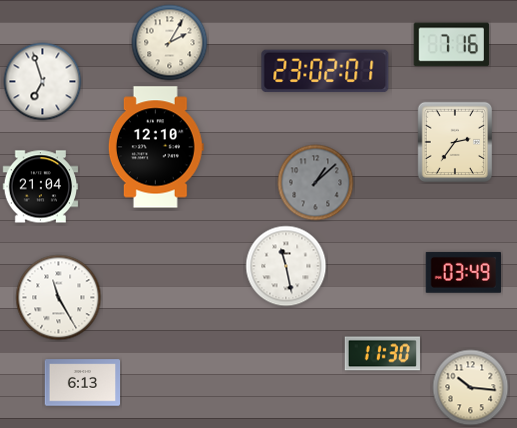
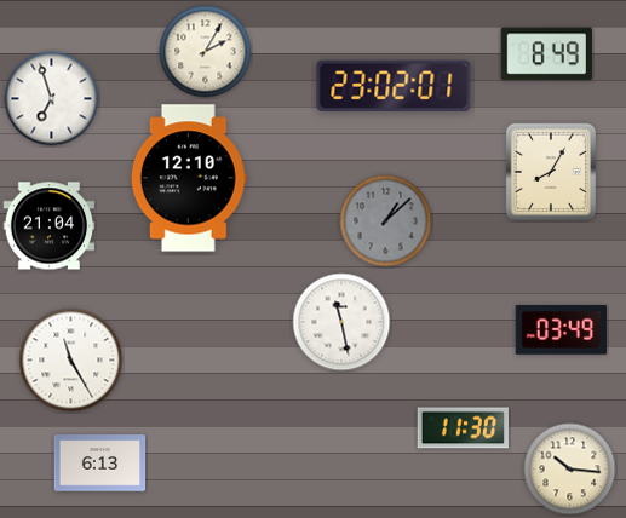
clock at (451, 45): 7:16 -> 8:49
clock at (455, 142): 2:36 -> 8:05
clock at (316, 183) position: (316, 183) -> (386, 221)
clock at (286, 266) position: (286, 266) -> (341, 322)
